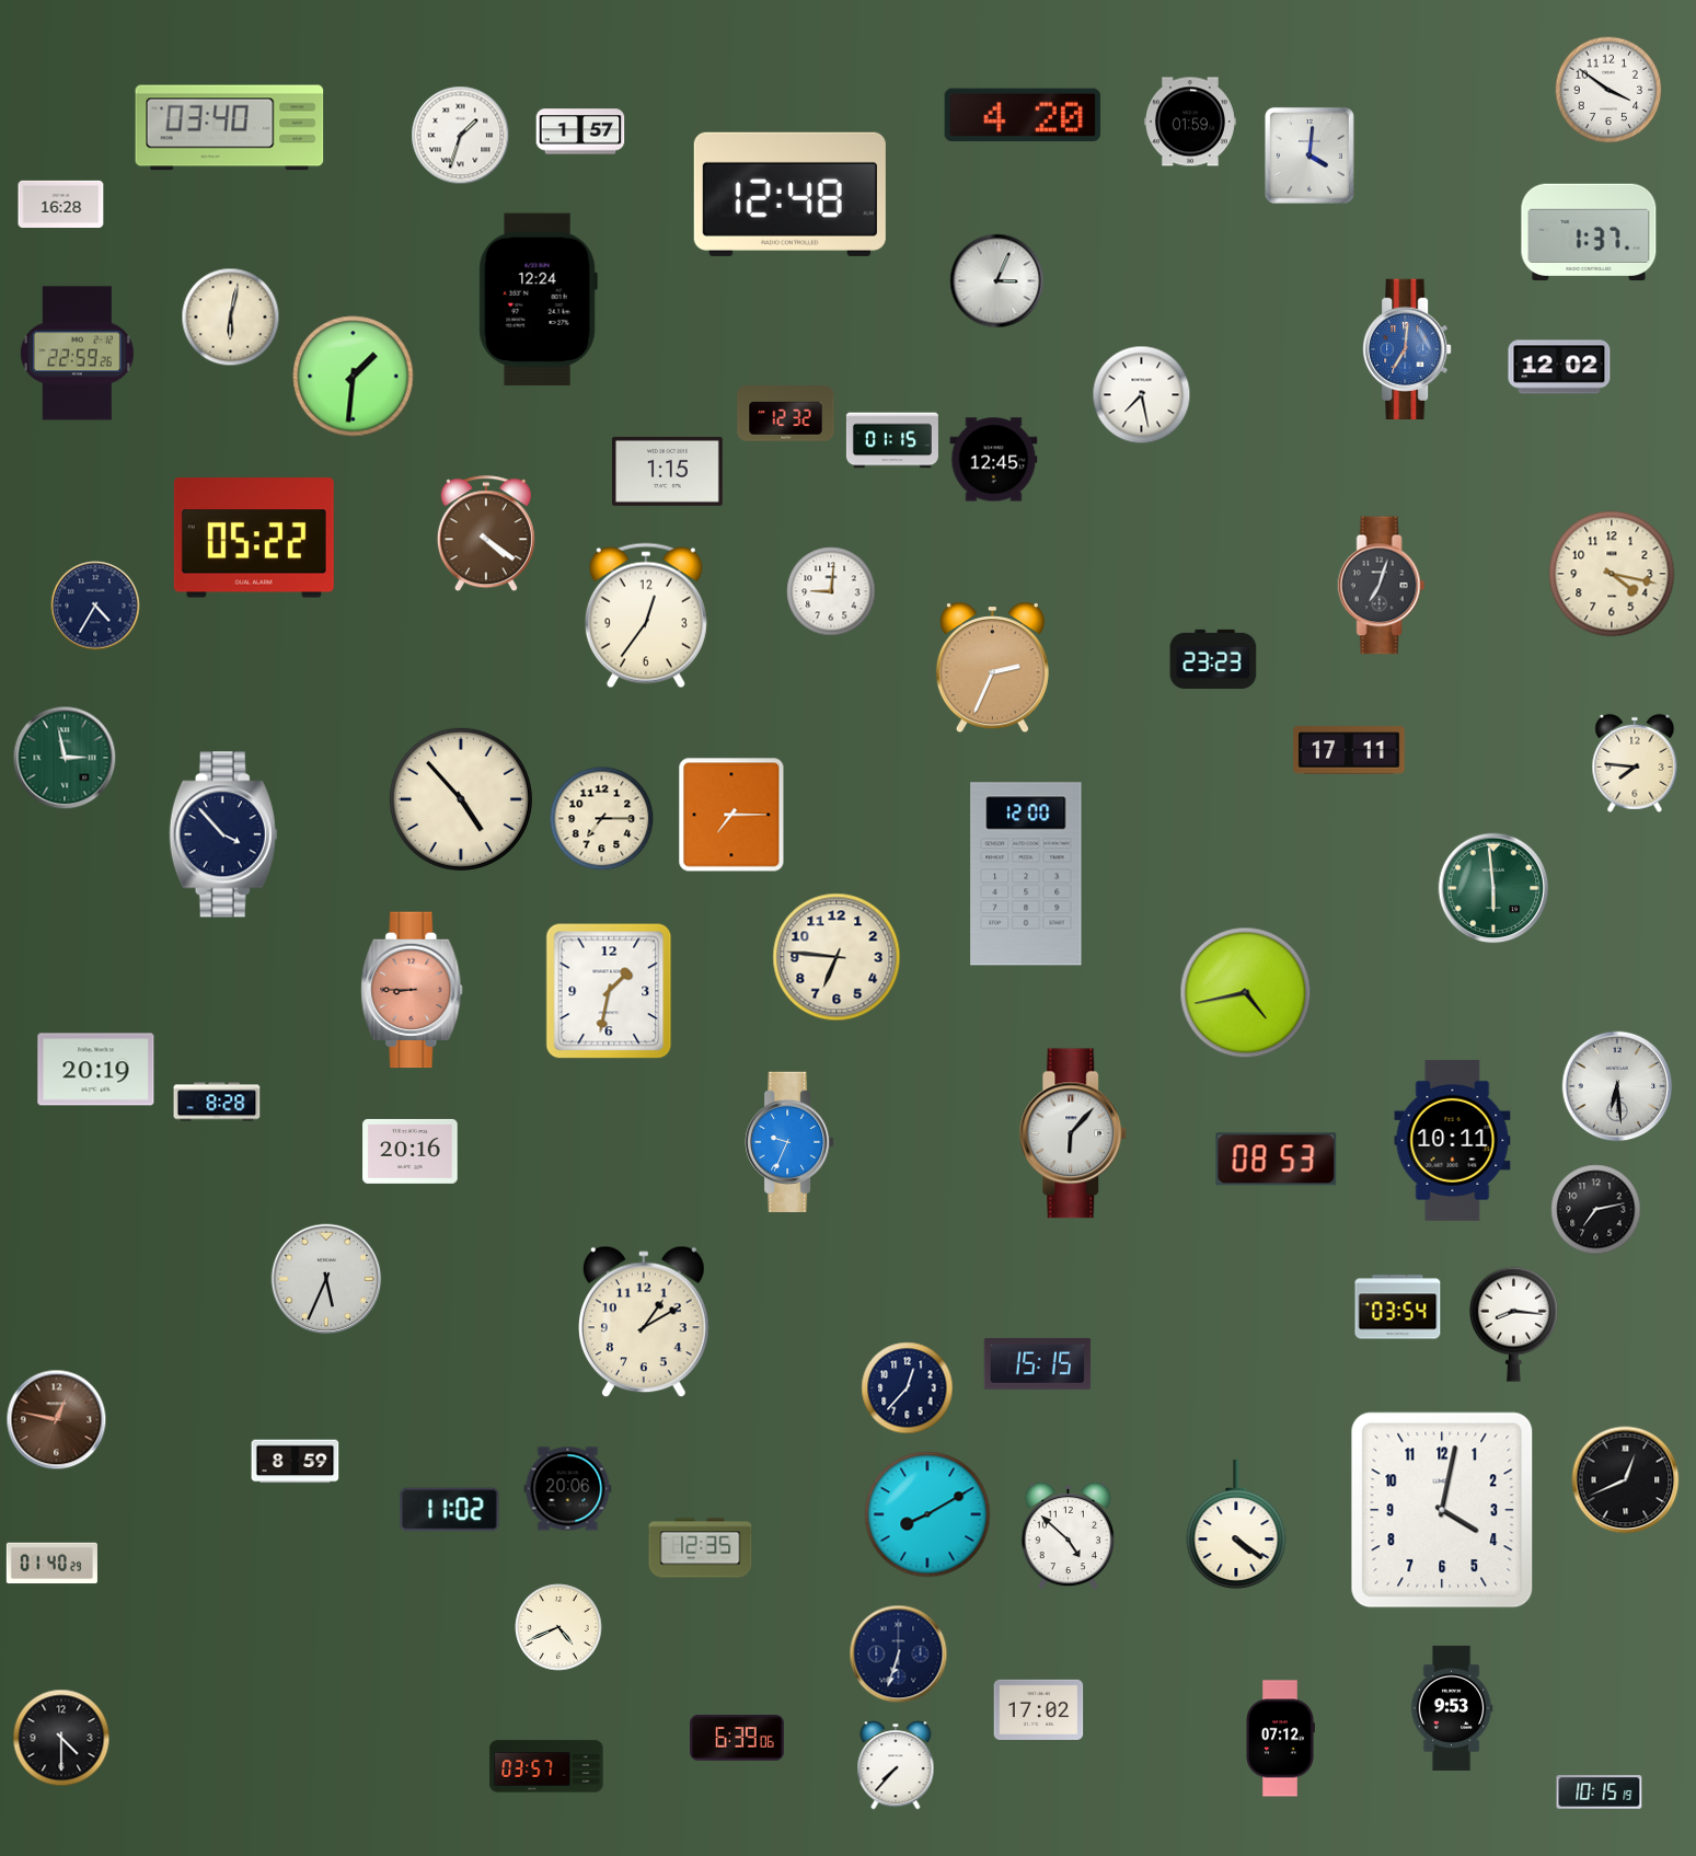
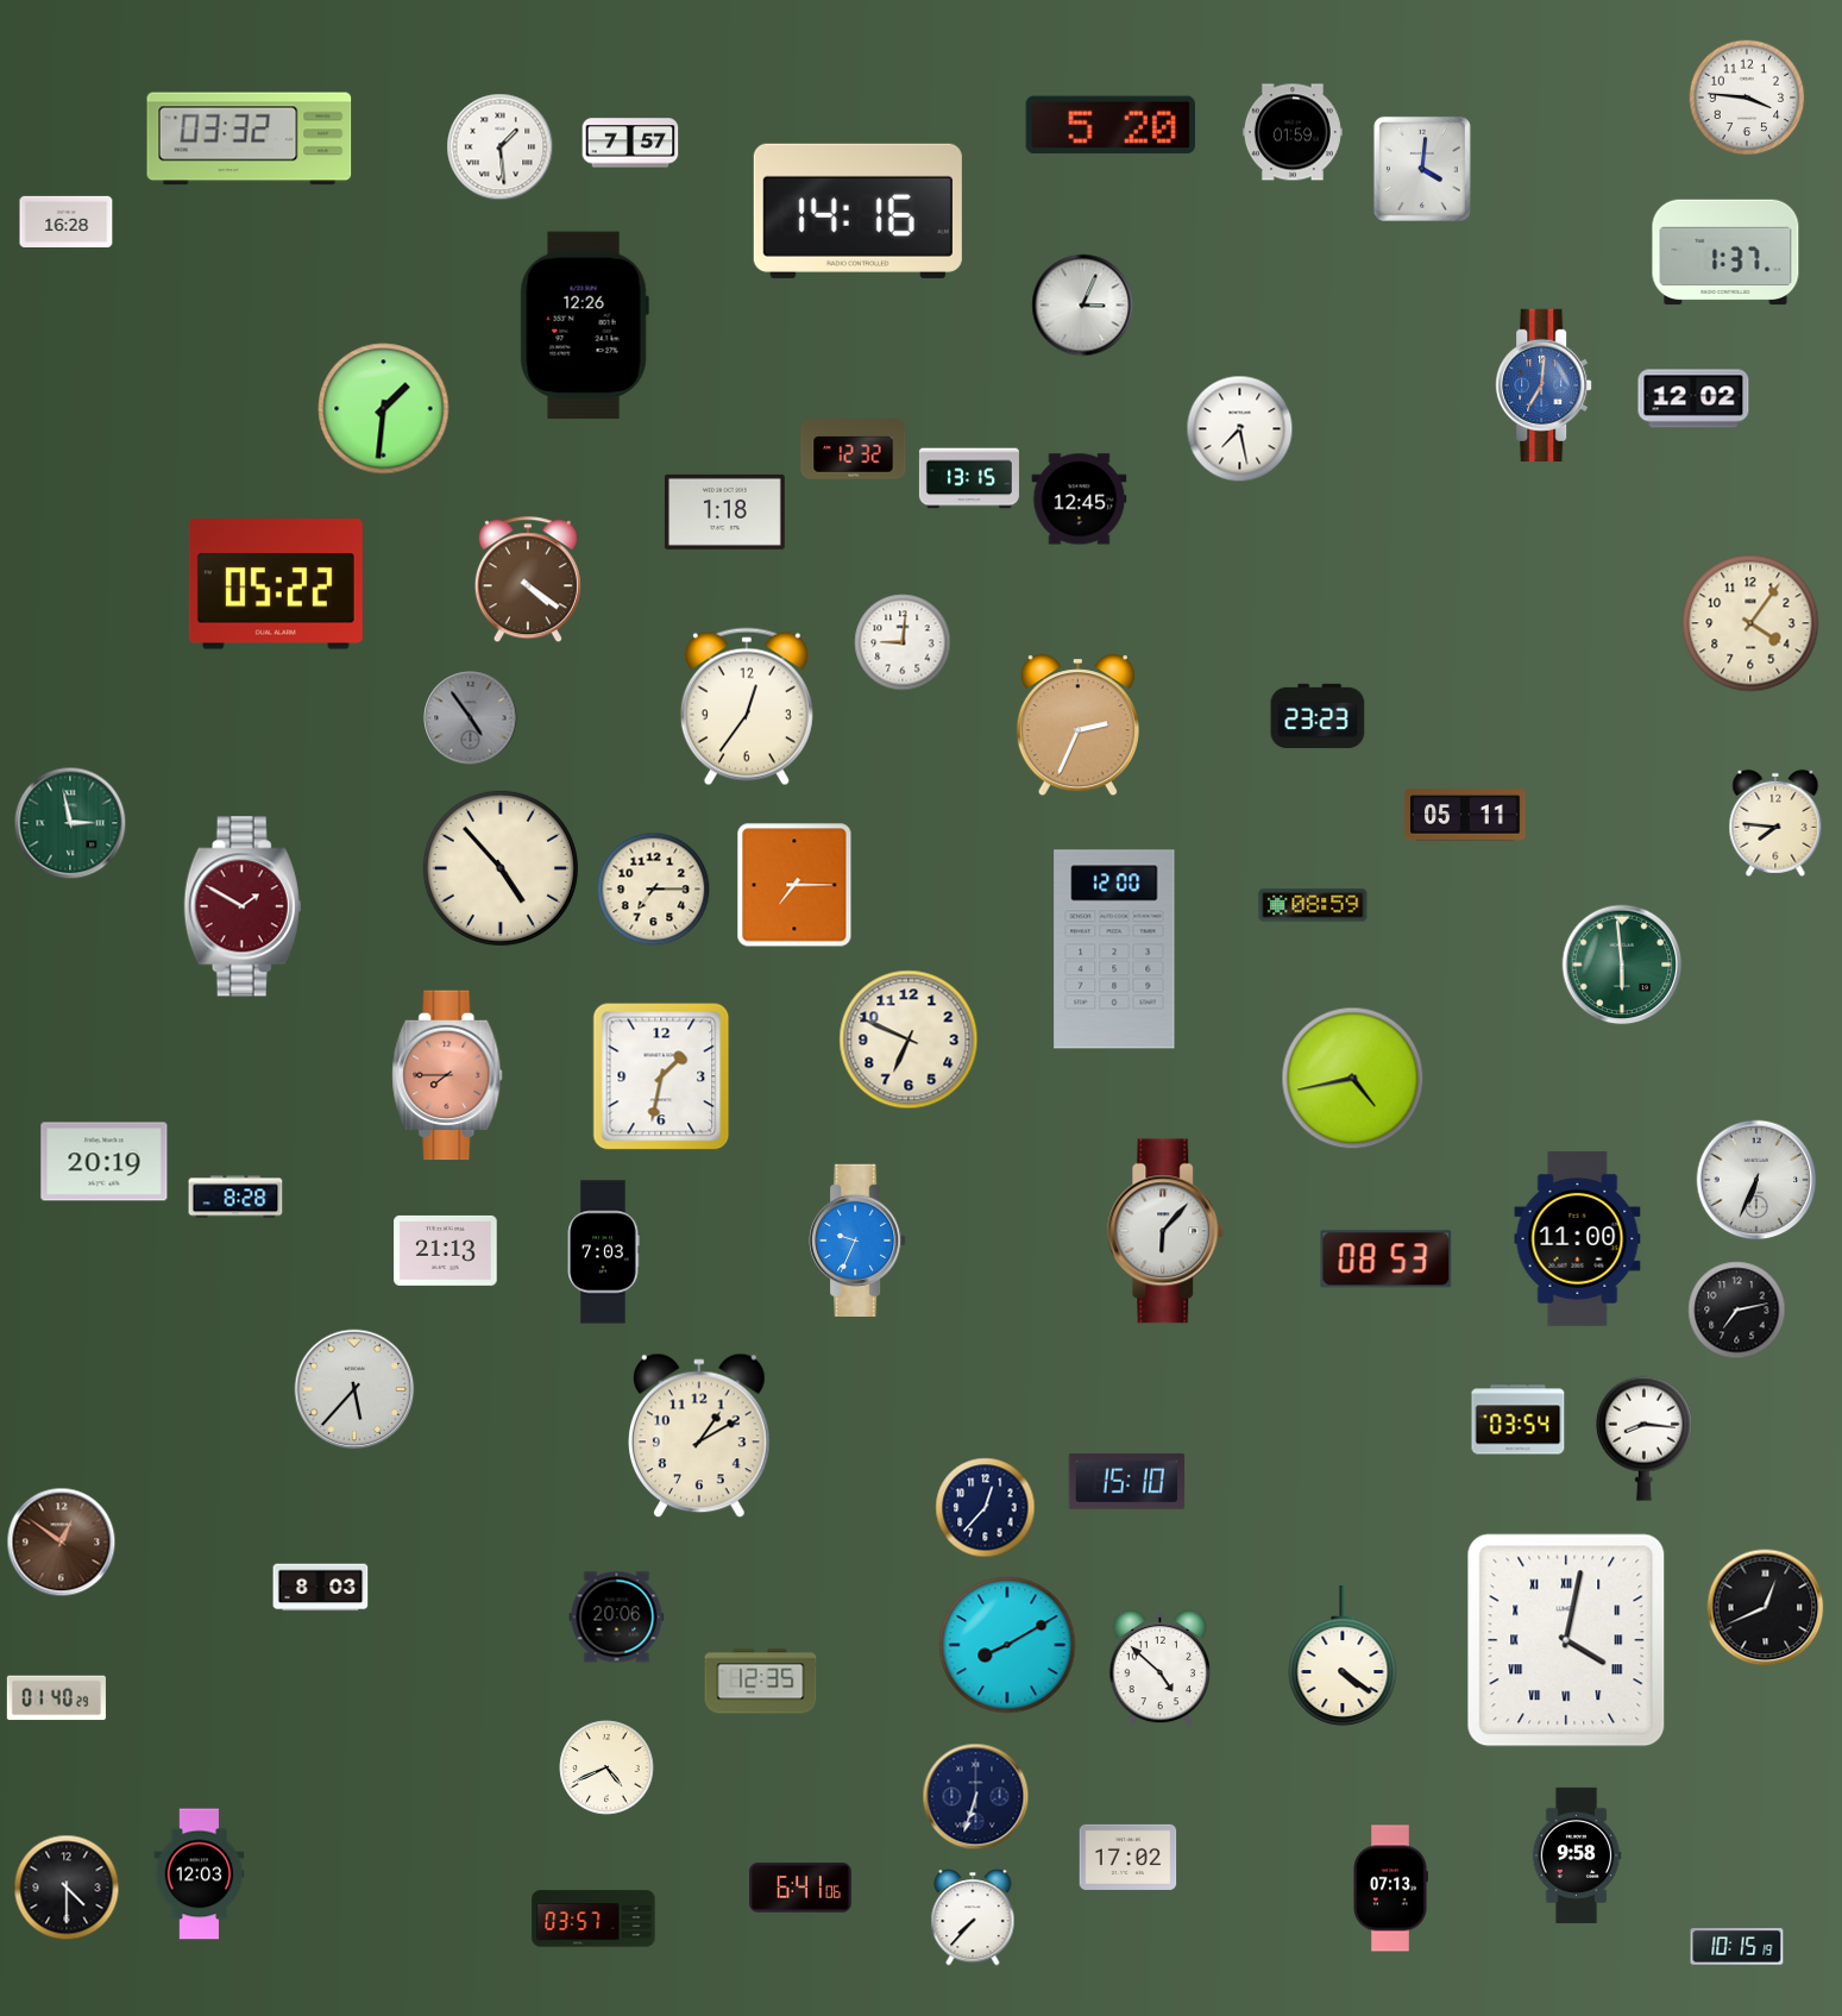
clock at (1608, 90): 3:51 -> 3:46
clock at (1022, 115): 4:20 -> 5:20
clock at (230, 128): 03:40 -> 03:32
clock at (580, 131): 1:57 -> 7:57
clock at (461, 136): 1:33 -> 1:29
clock at (789, 194): 12:48 -> 14:16
clock at (538, 300): 12:24 -> 12:26
clock at (231, 318): 6:02 -> none
clock at (1407, 348) position: (1407, 348) -> (1544, 384)
clock at (77, 354): 22:59 -> none
clock at (892, 440): 01:15 -> 13:15
clock at (667, 471): 1:15 -> 1:18
clock at (1612, 574): 4:17 -> 4:06
clock at (1382, 586): 7:03 -> none
clock at (95, 606): 4:35 -> none
clock at (646, 615) position: (646, 615) -> (747, 706)
clock at (471, 718): none -> 4:54
clock at (1349, 750): 17:11 -> 05:11
clock at (1635, 763) position: (1635, 763) -> (1775, 823)
clock at (1313, 905): none -> 08:59
clock at (223, 834): 3:53 -> 1:50
clock at (223, 834) dial: navy -> burgundy
clock at (837, 957): 6:46 -> 6:49
clock at (412, 990): 8:45 -> 7:45
clock at (1617, 1086): 6:29 -> 6:34
clock at (1453, 1140): 10:11 -> 11:00
clock at (411, 1151): 20:16 -> 21:13
clock at (603, 1252): none -> 7:03
clock at (1596, 1210) position: (1596, 1210) -> (1737, 1311)
clock at (326, 1279): 5:34 -> 5:37
clock at (1038, 1363): 15:15 -> 15:10
clock at (57, 1420): 12:47 -> 12:51
clock at (296, 1462): 8:59 -> 8:03
clock at (450, 1510): 11:02 -> none
clock at (1442, 1510) numerals: Arabic -> Roman
clock at (1452, 1708): 9:53 -> 9:58
clock at (200, 1874): none -> 12:03
clock at (738, 1738): 6:39 -> 6:41
clock at (1280, 1739): 07:12 -> 07:13
